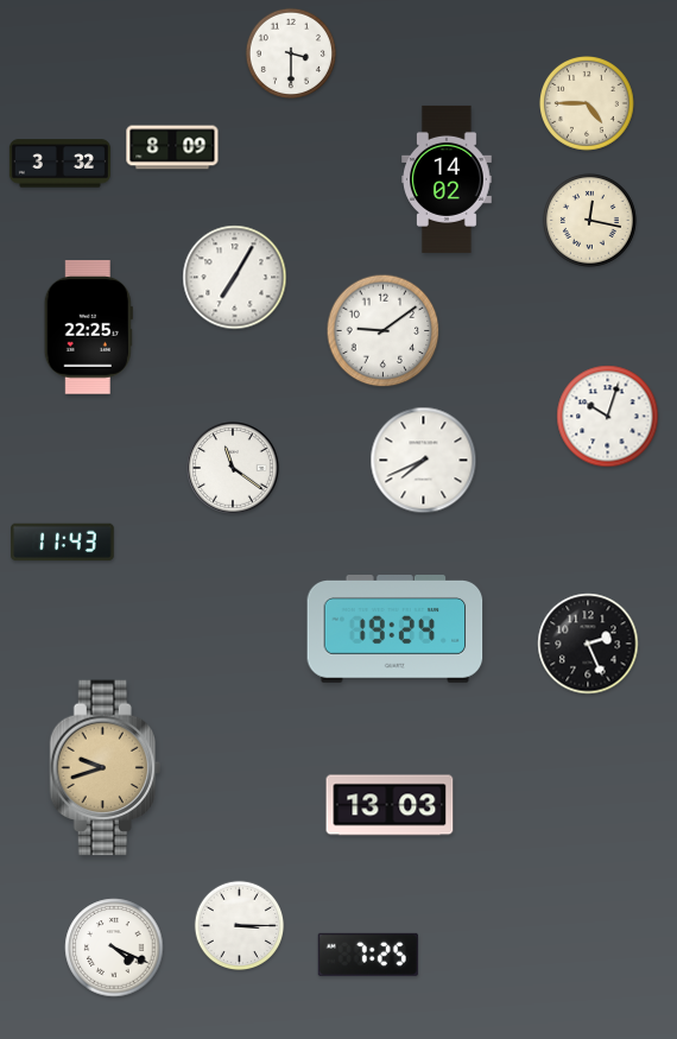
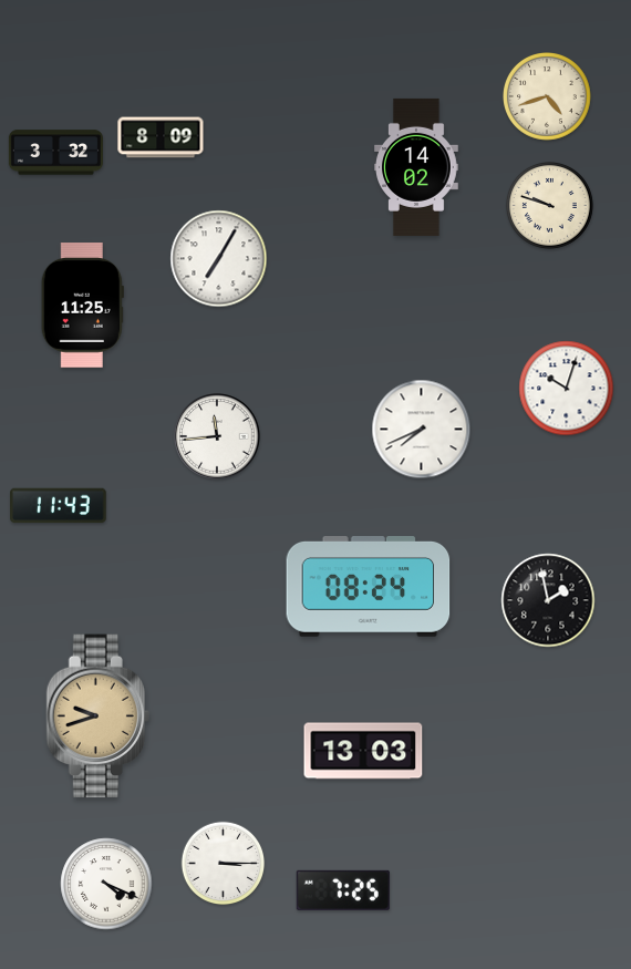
clock at (290, 52): 3:30 -> none
clock at (588, 104): 4:45 -> 4:42
clock at (589, 220): 12:17 -> 9:48
clock at (88, 328): 22:25 -> 11:25
clock at (384, 331): 9:09 -> none
clock at (424, 461) position: (424, 461) -> (422, 430)
clock at (233, 468): 11:21 -> 11:44
clock at (396, 629): 19:24 -> 08:24
clock at (588, 644): 2:26 -> 1:58
